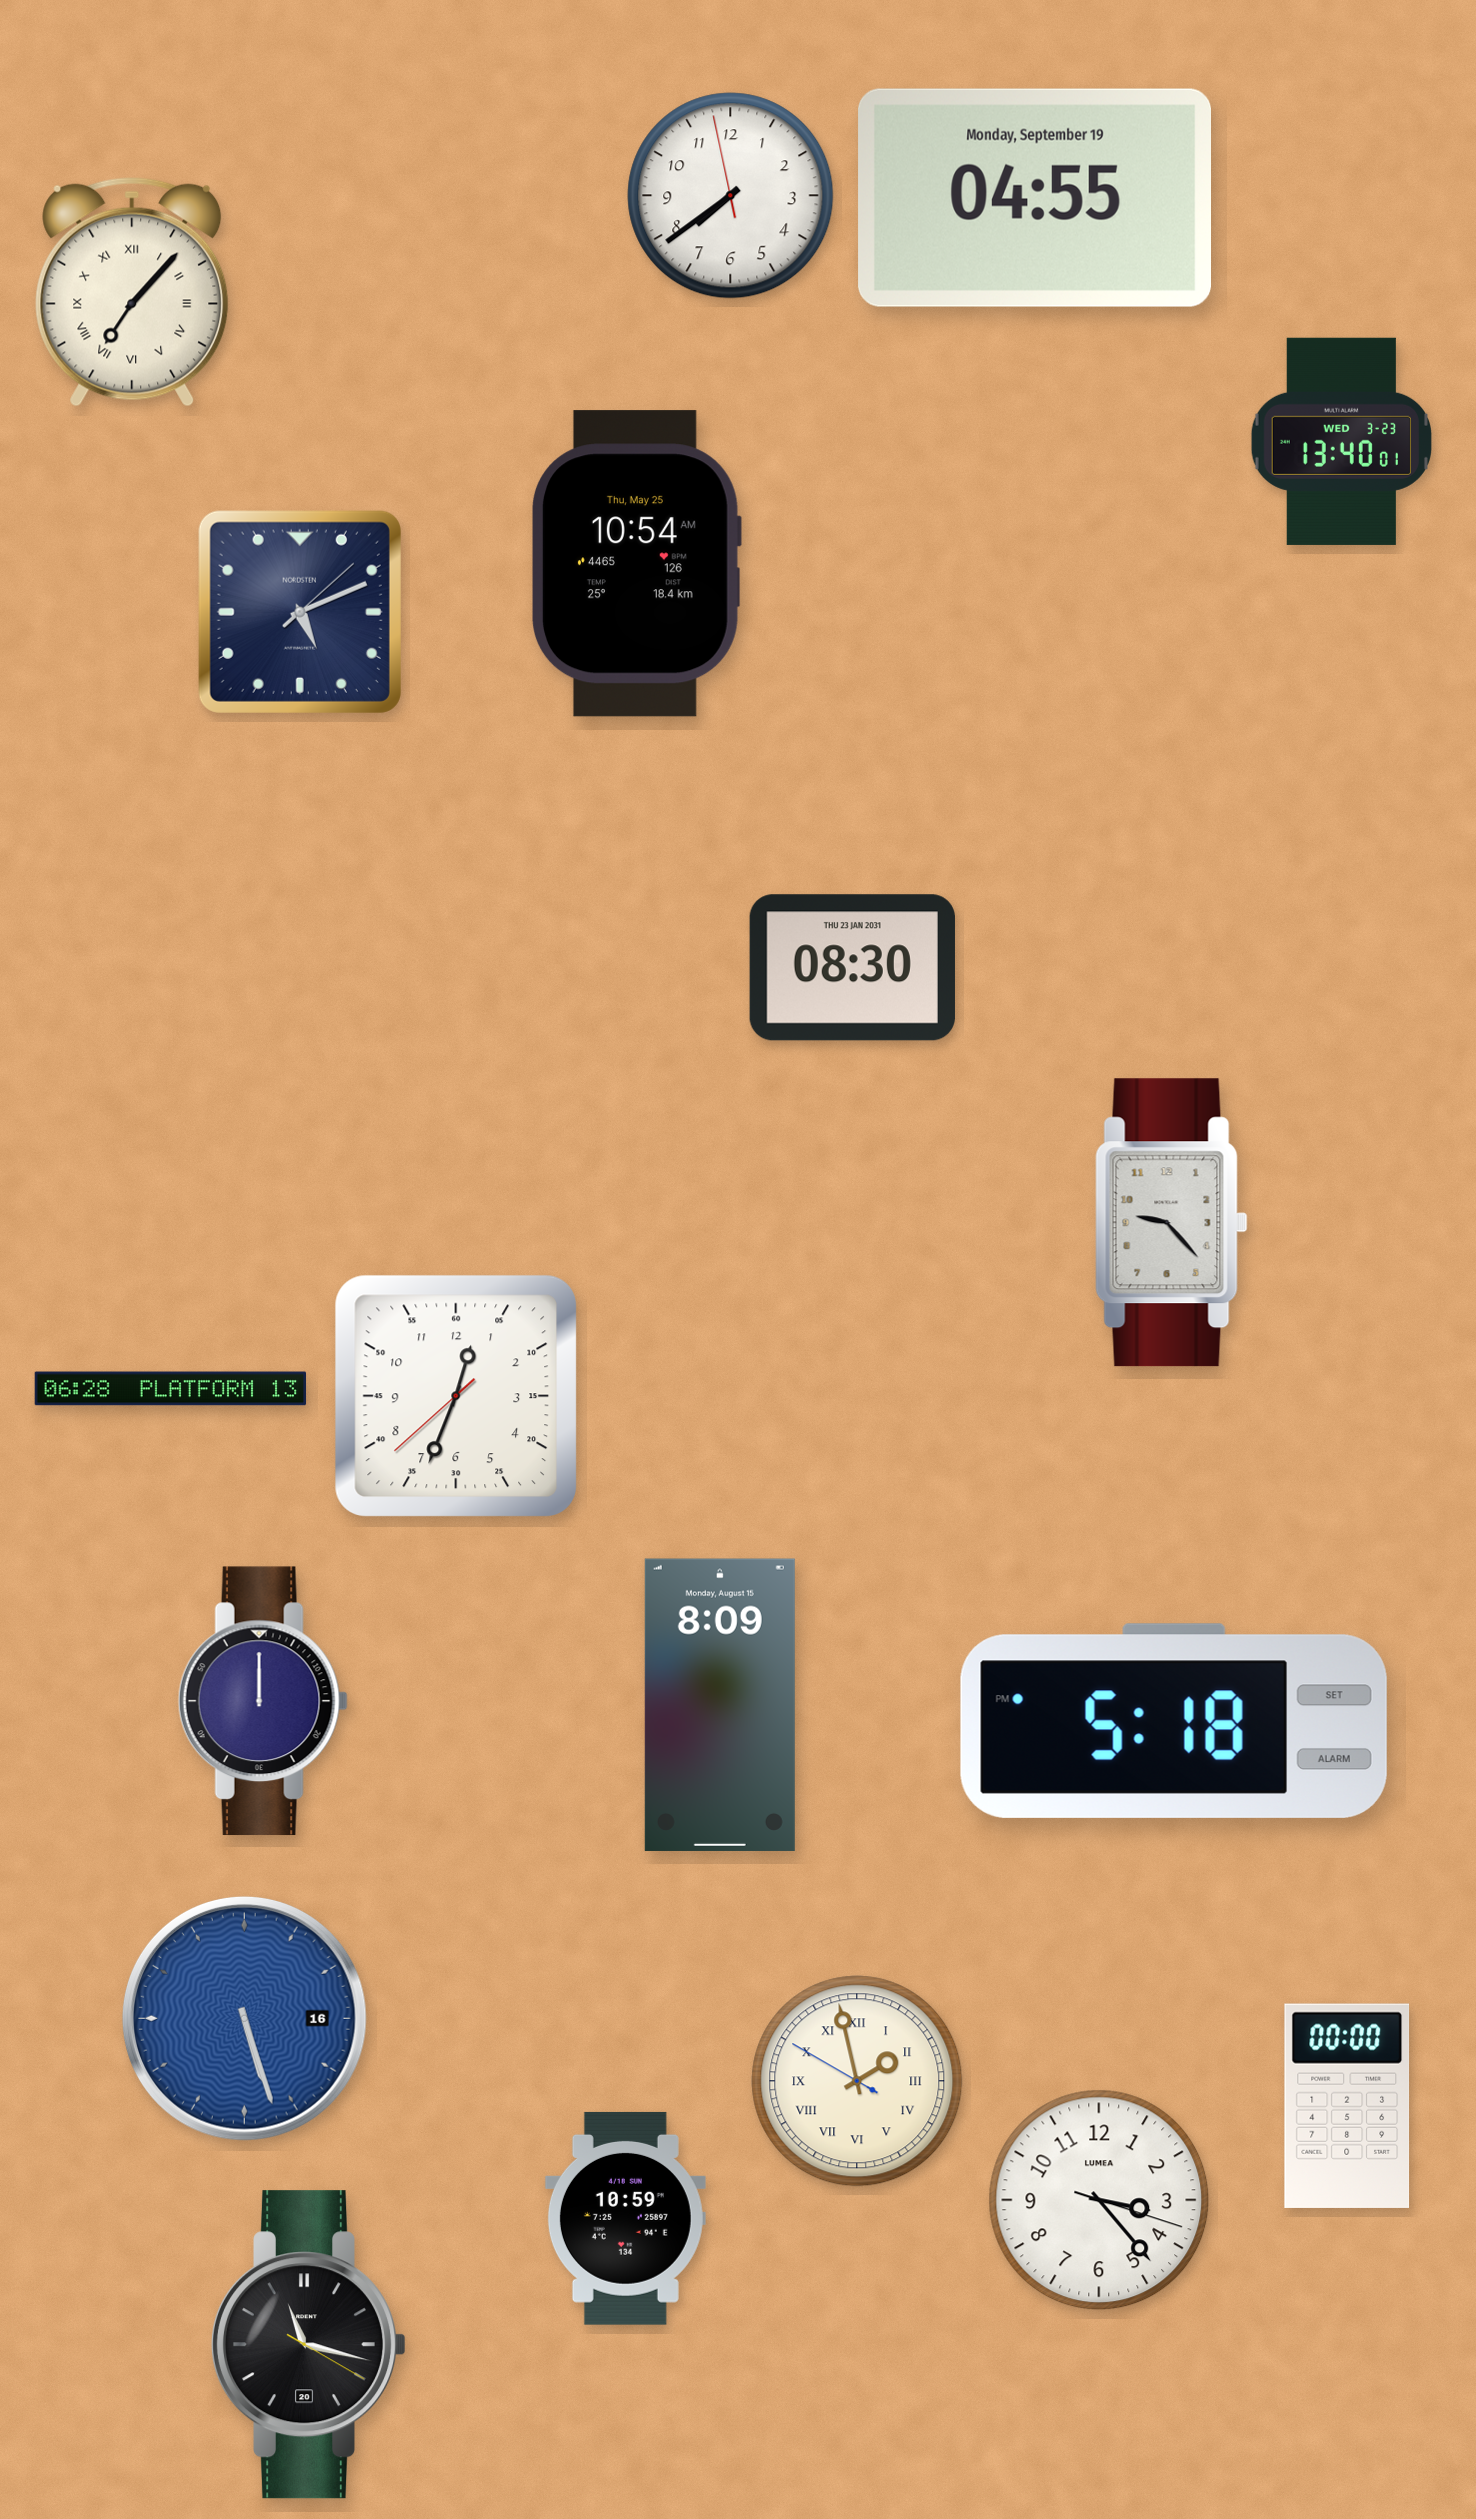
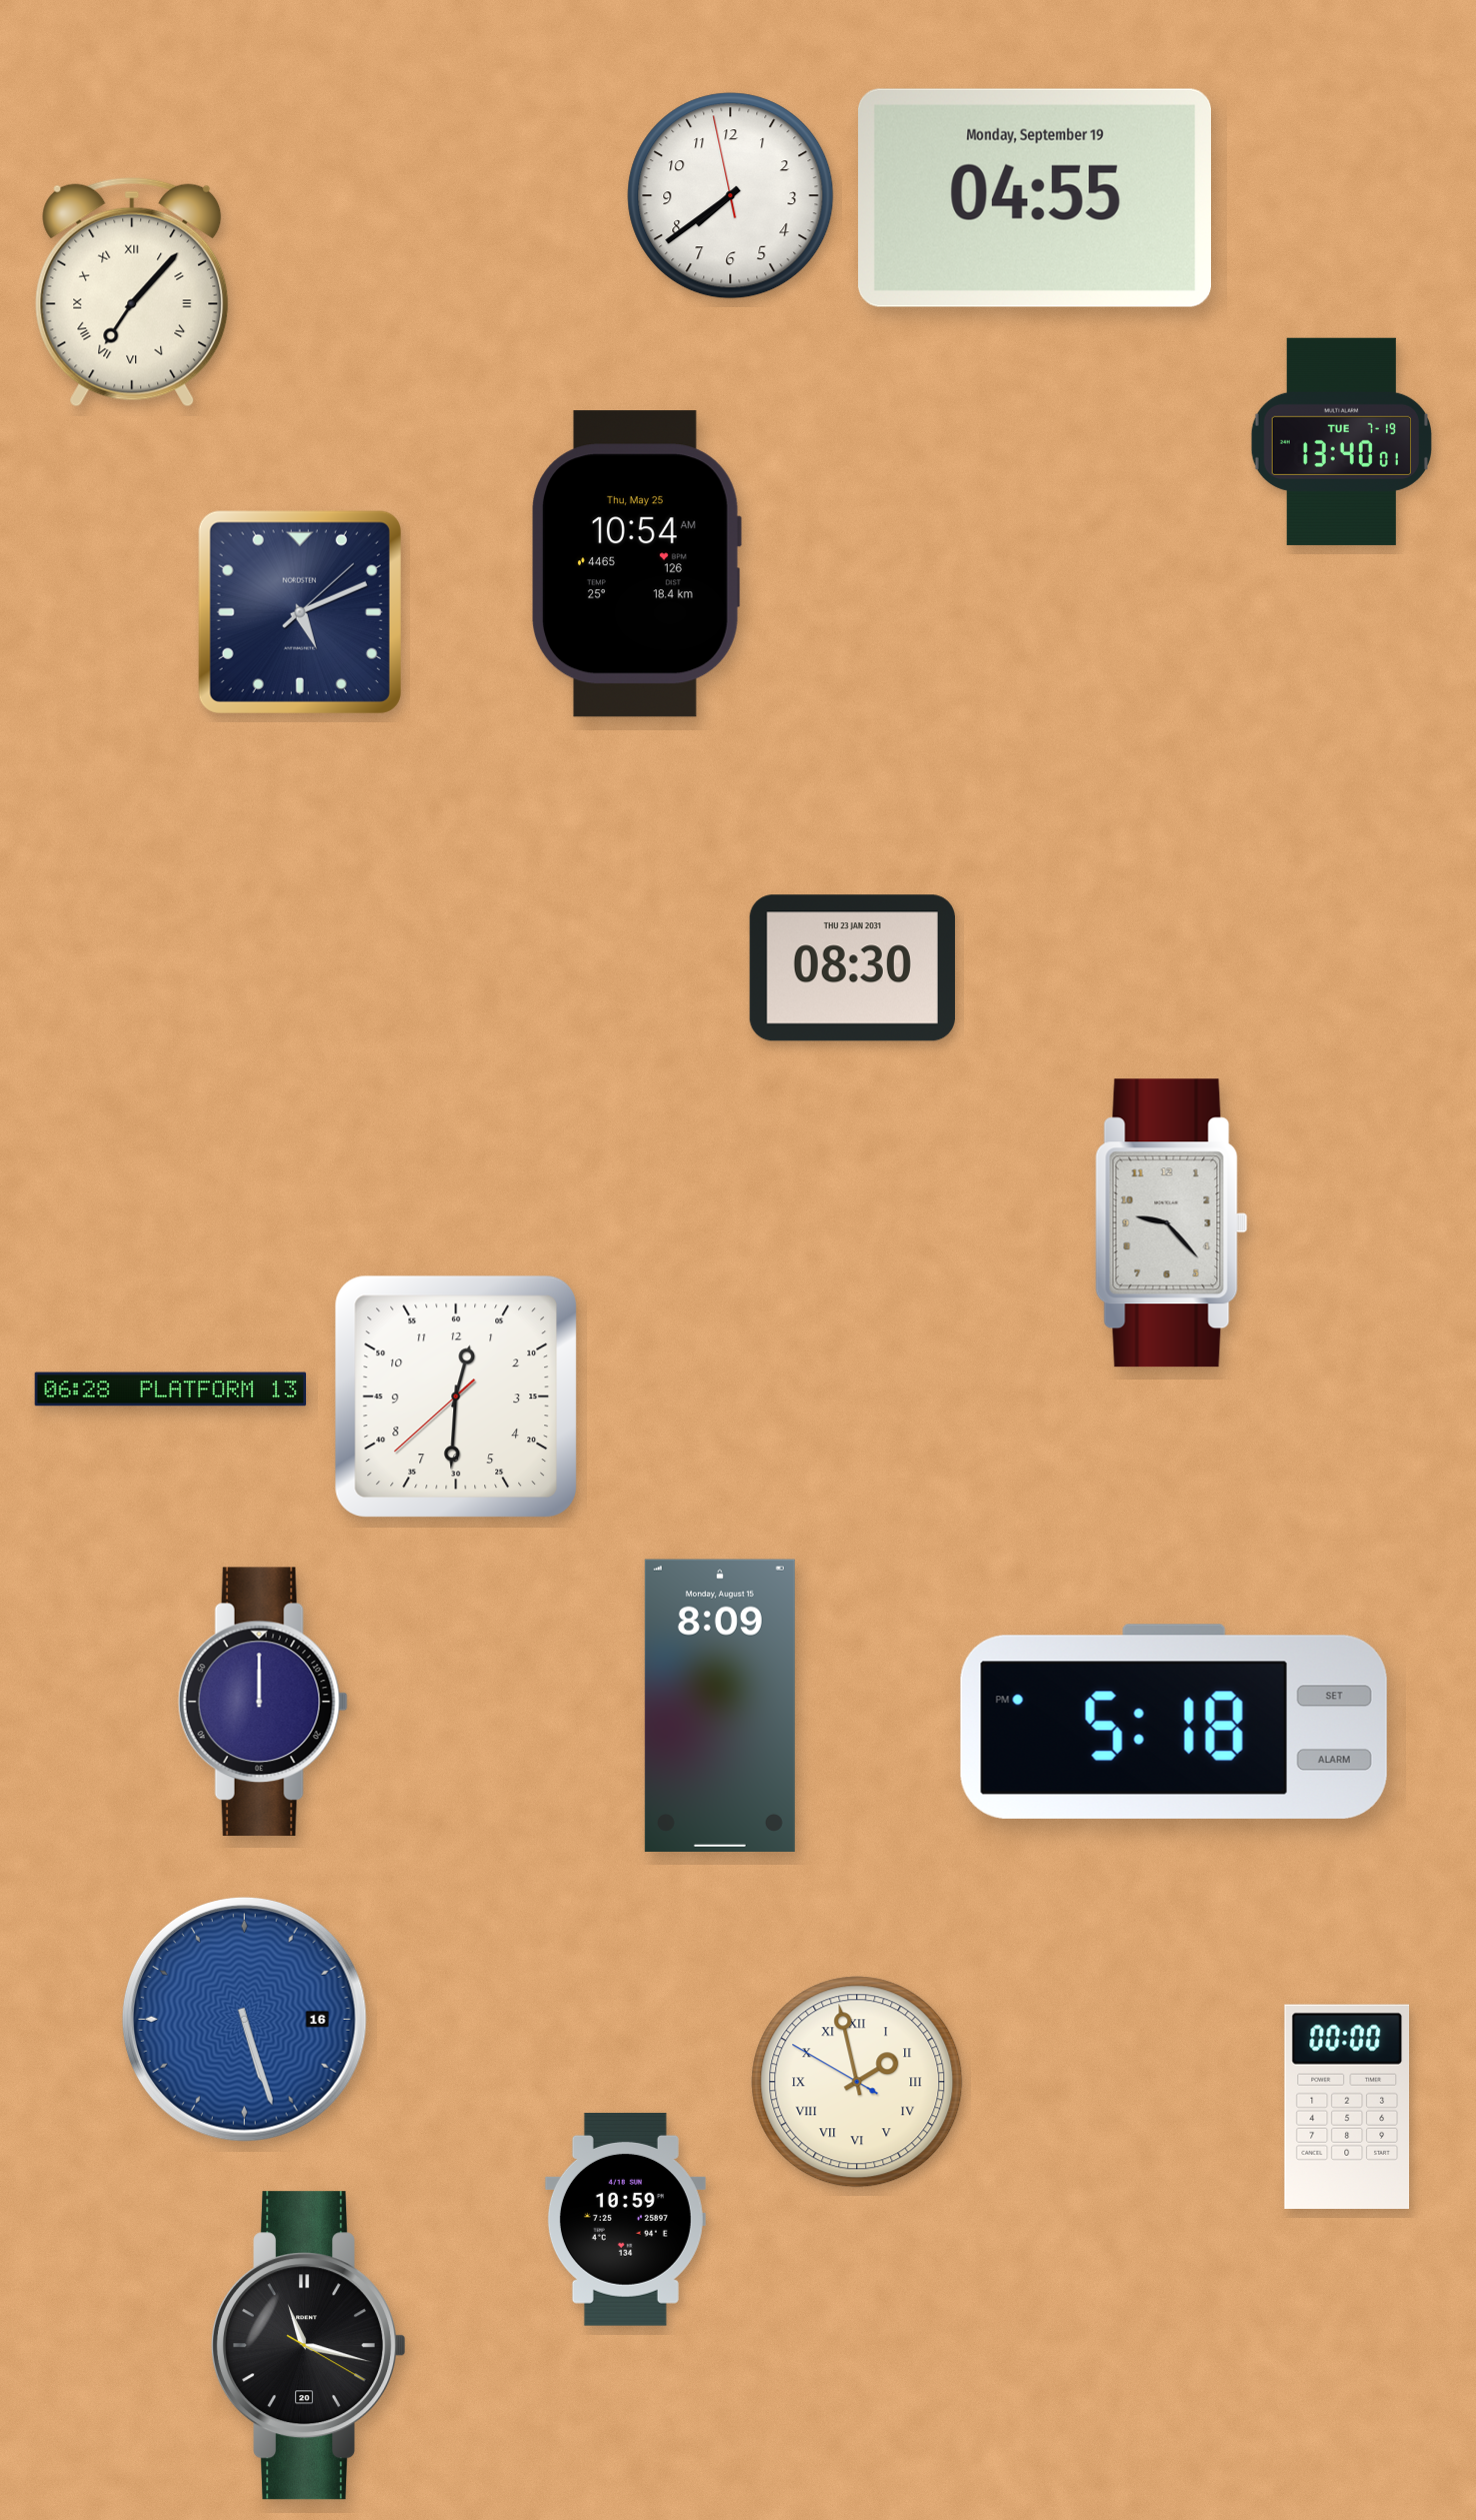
clock at (1341, 441) date: WED 3-23 -> TUE 7-19
clock at (455, 1395): 12:33 -> 12:30
clock at (1099, 2200): 3:23 -> none
